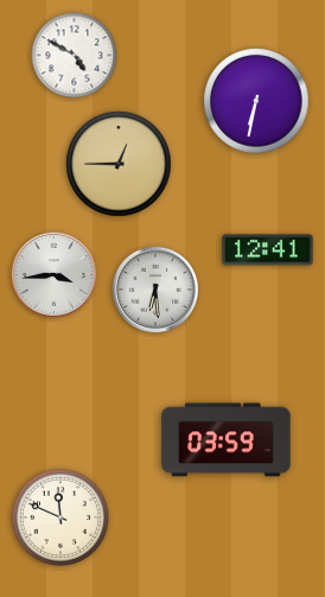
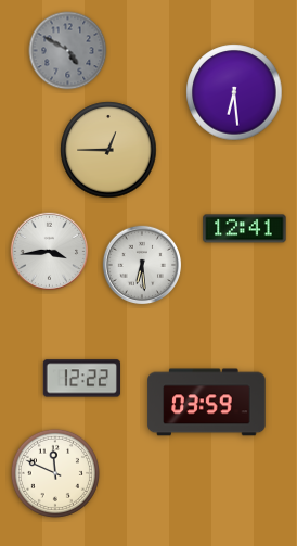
clock at (75, 56) dial: white -> grey
clock at (256, 101): 6:32 -> 6:29
clock at (81, 379): none -> 12:22
